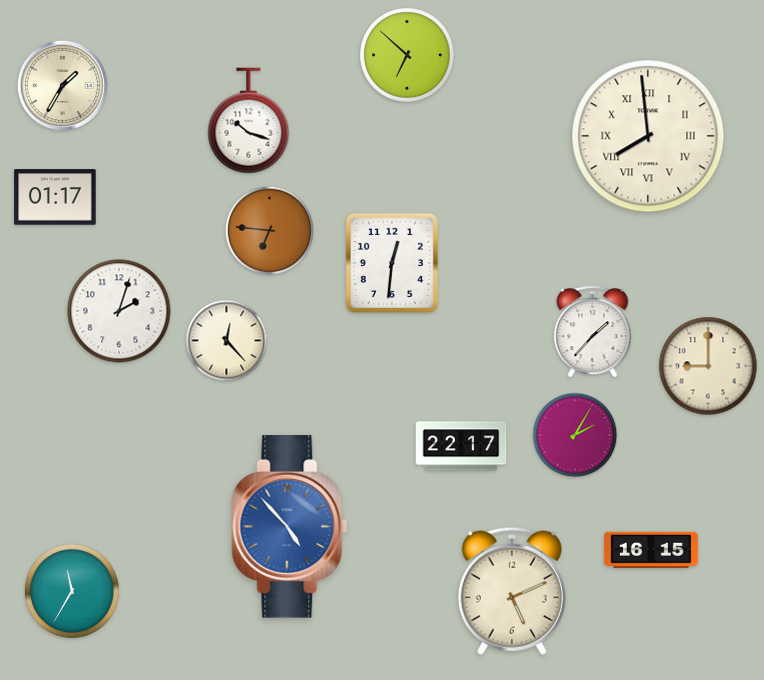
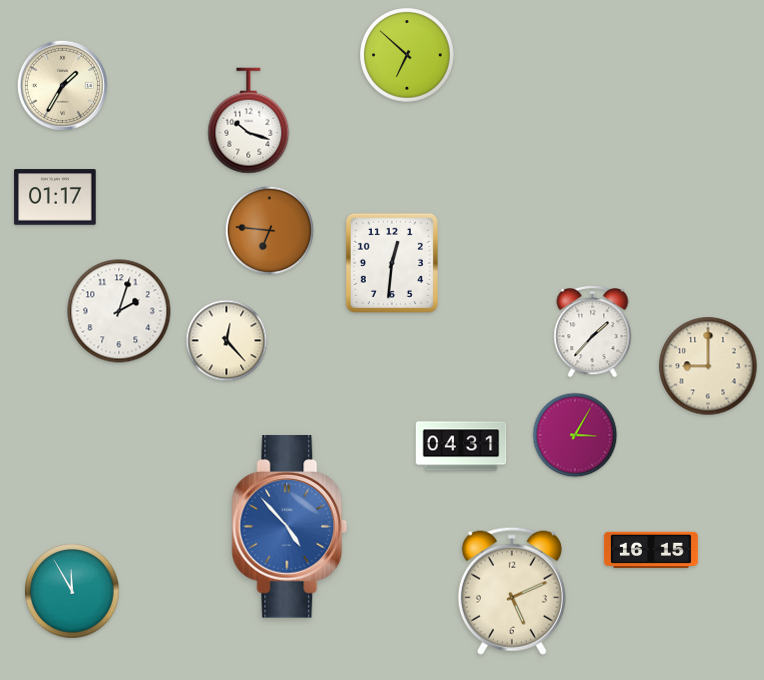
clock at (648, 136): 7:59 -> none
clock at (575, 435): 2:05 -> 3:05
clock at (461, 446): 22:17 -> 04:31
clock at (72, 591): 11:35 -> 11:55
